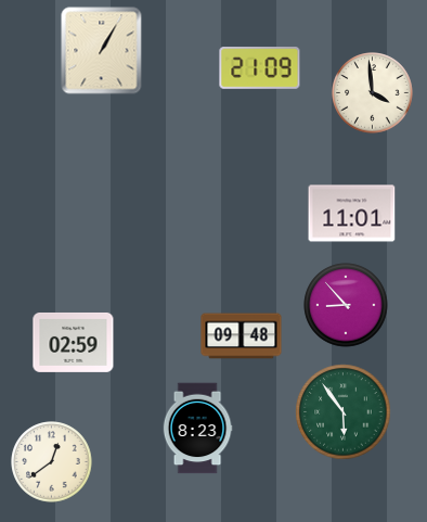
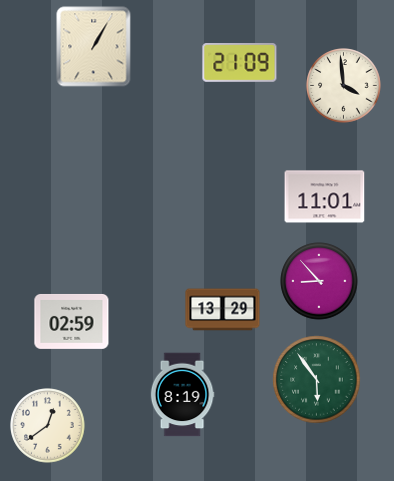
clock at (242, 336): 09:48 -> 13:29
clock at (74, 342) position: (74, 342) -> (72, 321)
clock at (197, 429): 8:23 -> 8:19
